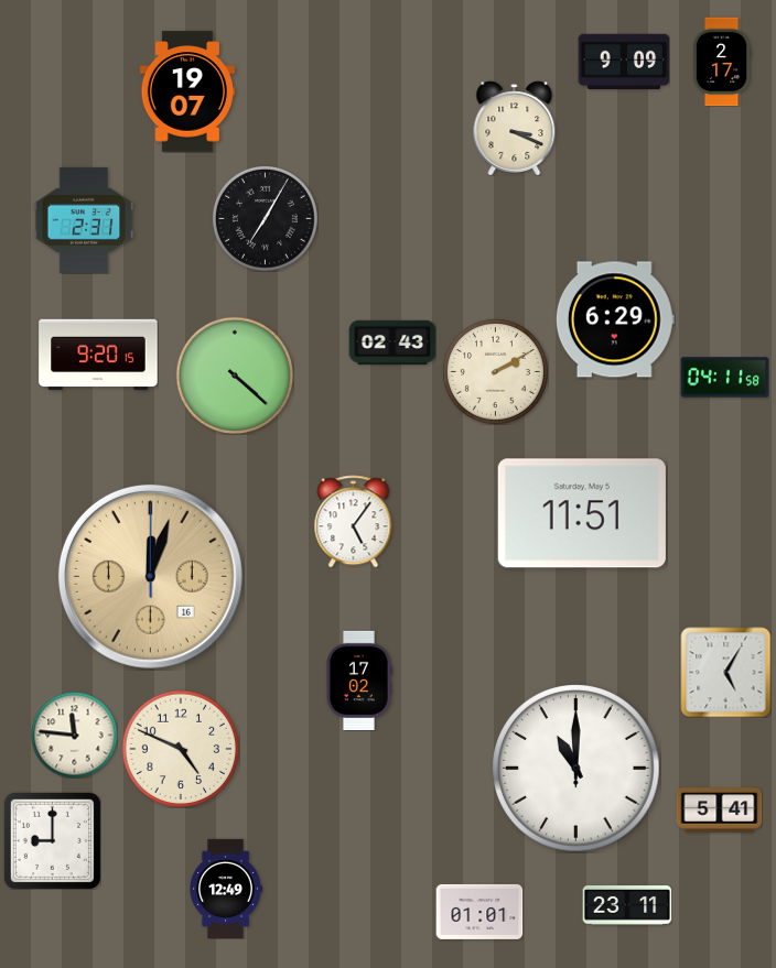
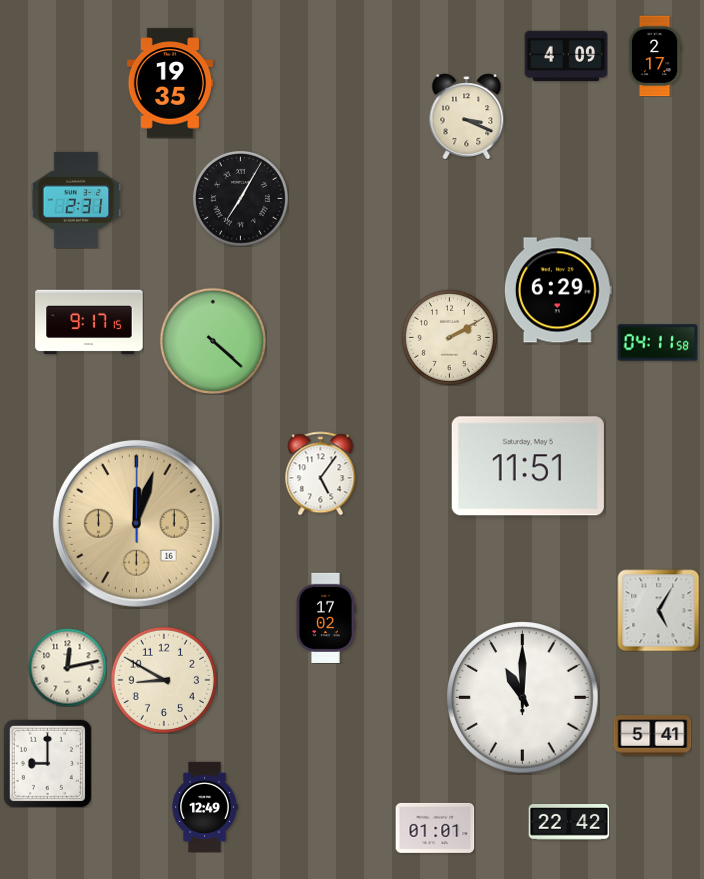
clock at (624, 61): 9:09 -> 4:09
clock at (187, 91): 19:07 -> 19:35
clock at (392, 342): 02:43 -> none
clock at (98, 355): 9:20 -> 9:17
clock at (74, 735): 11:46 -> 12:13
clock at (180, 748): 4:49 -> 8:50
clock at (627, 906): 23:11 -> 22:42
